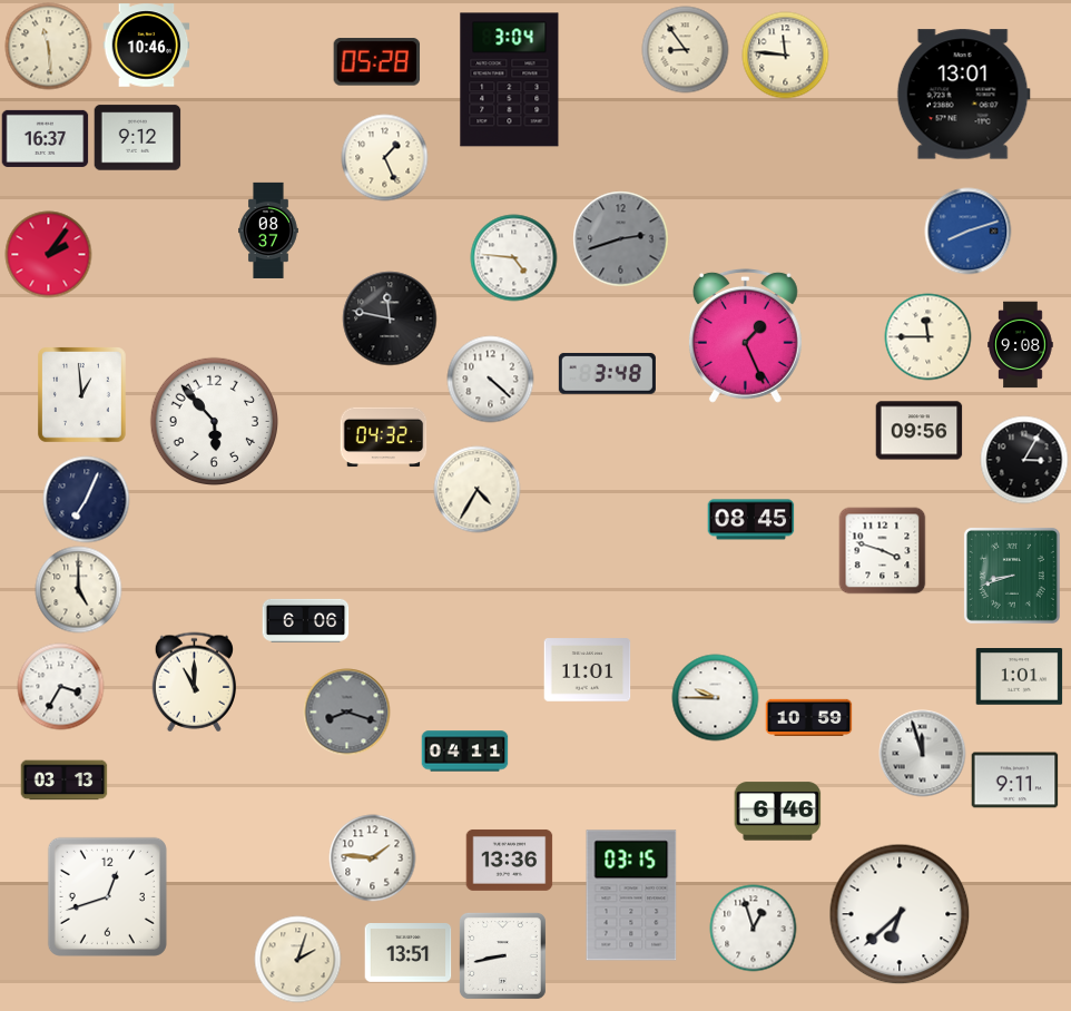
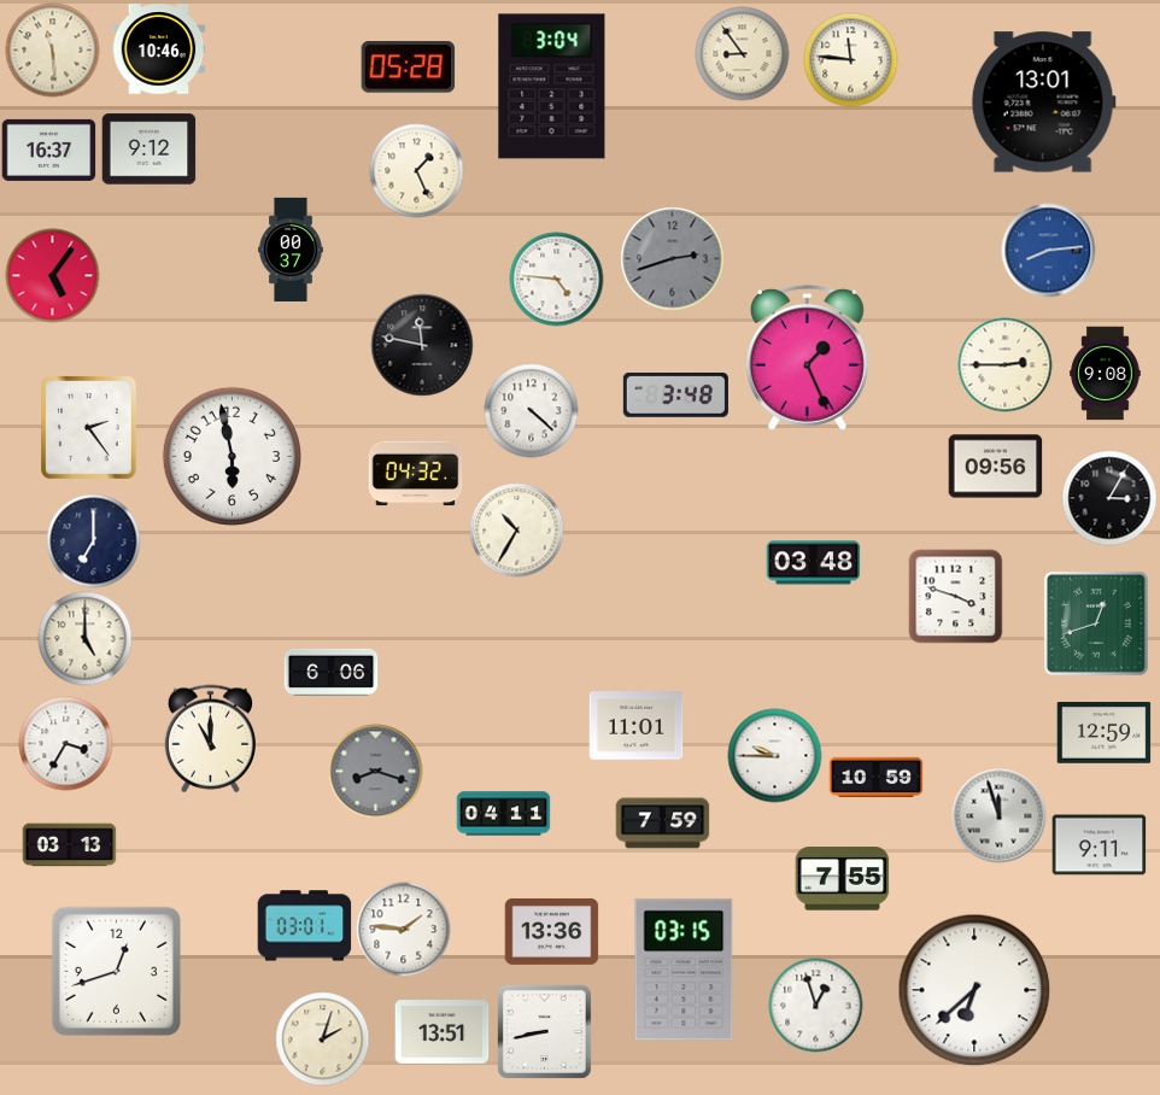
clock at (269, 230): 08:37 -> 00:37
clock at (967, 230): 8:12 -> 8:14
clock at (48, 254): 2:06 -> 5:06
clock at (745, 335) position: (745, 335) -> (807, 357)
clock at (927, 336): 11:45 -> 2:45
clock at (607, 373) position: (607, 373) -> (675, 394)
clock at (82, 395): 12:59 -> 2:24
clock at (214, 421): 5:53 -> 5:58
clock at (476, 489): 4:35 -> 10:35
clock at (86, 499): 7:04 -> 7:00
clock at (750, 520): 08:45 -> 03:48
clock at (1012, 576): 8:42 -> 12:42
clock at (1019, 677): 1:01 -> 12:59
clock at (662, 824): none -> 7:59
clock at (777, 812): 6:46 -> 7:55
clock at (304, 926): none -> 03:01
clock at (502, 955) position: (502, 955) -> (544, 1031)
